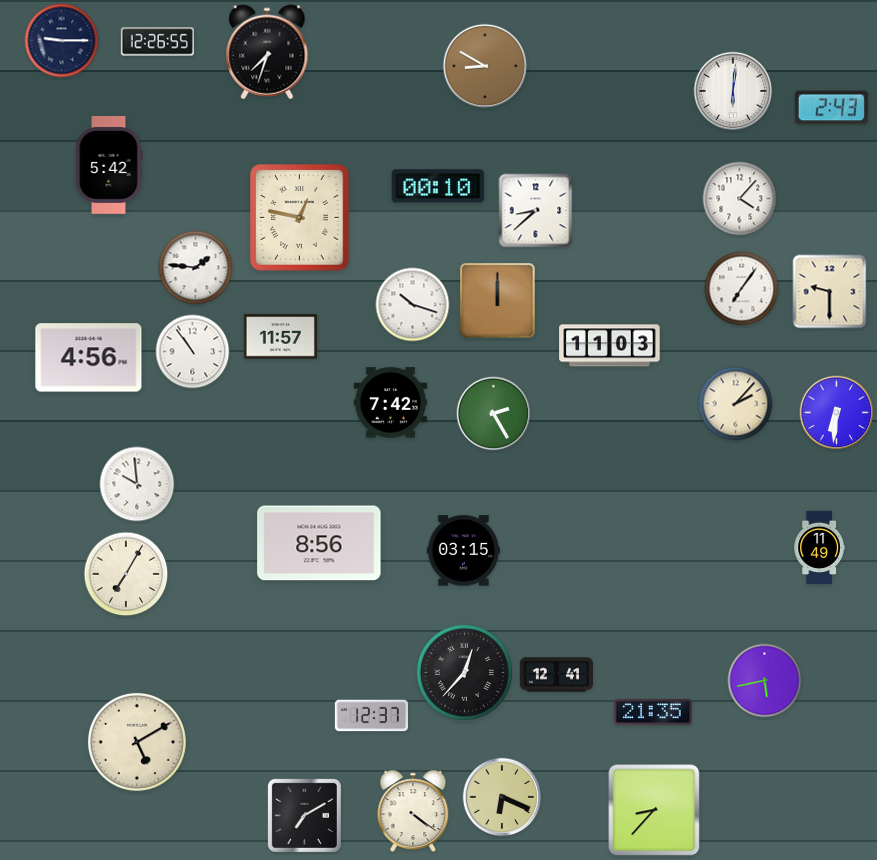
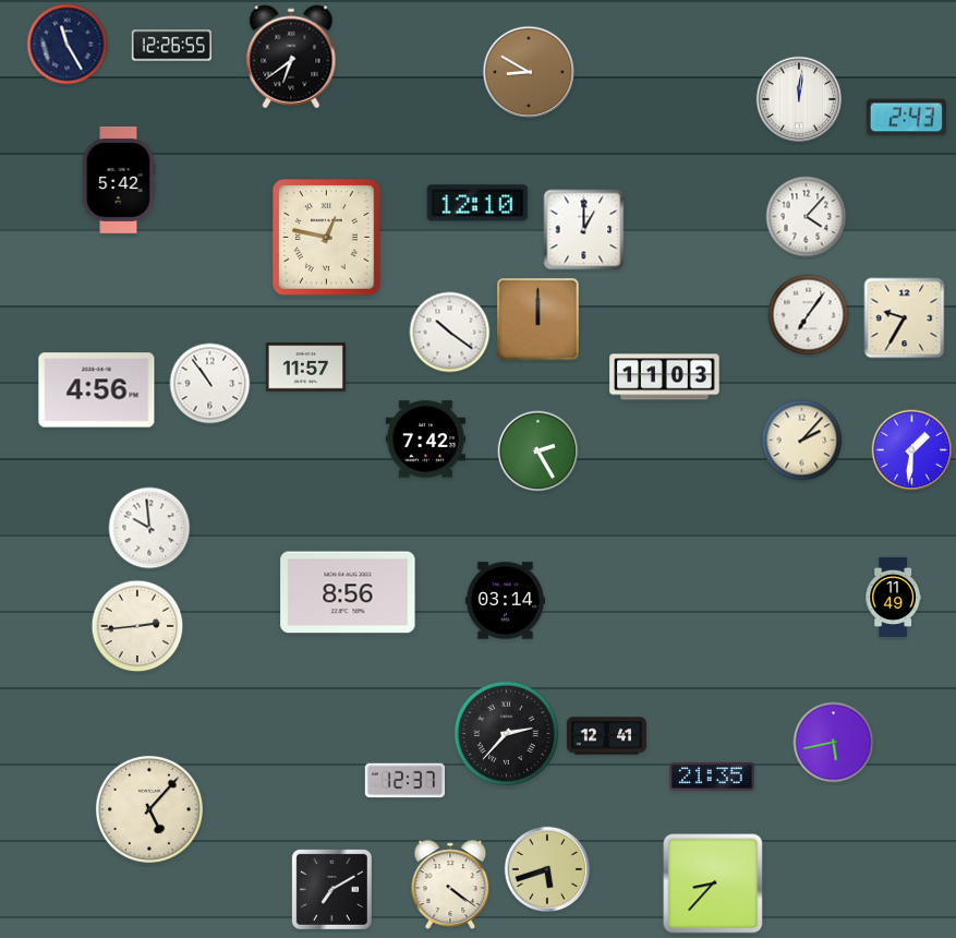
clock at (62, 41): 9:15 -> 11:25
clock at (267, 52): 7:33 -> 6:39
clock at (733, 91): 6:01 -> 12:01
clock at (438, 186): 00:10 -> 12:10
clock at (536, 211): 8:38 -> 1:00
clock at (196, 268): 1:46 -> none
clock at (830, 292): 9:30 -> 9:35
clock at (498, 301) position: (498, 301) -> (538, 320)
clock at (413, 305): 10:18 -> 10:21
clock at (837, 413): 6:31 -> 1:31
clock at (463, 551): 03:15 -> 03:14
clock at (126, 574): 7:05 -> 2:44
clock at (464, 672): 12:37 -> 2:37
clock at (137, 742): 5:10 -> 5:07
clock at (502, 797): 6:19 -> 5:42
